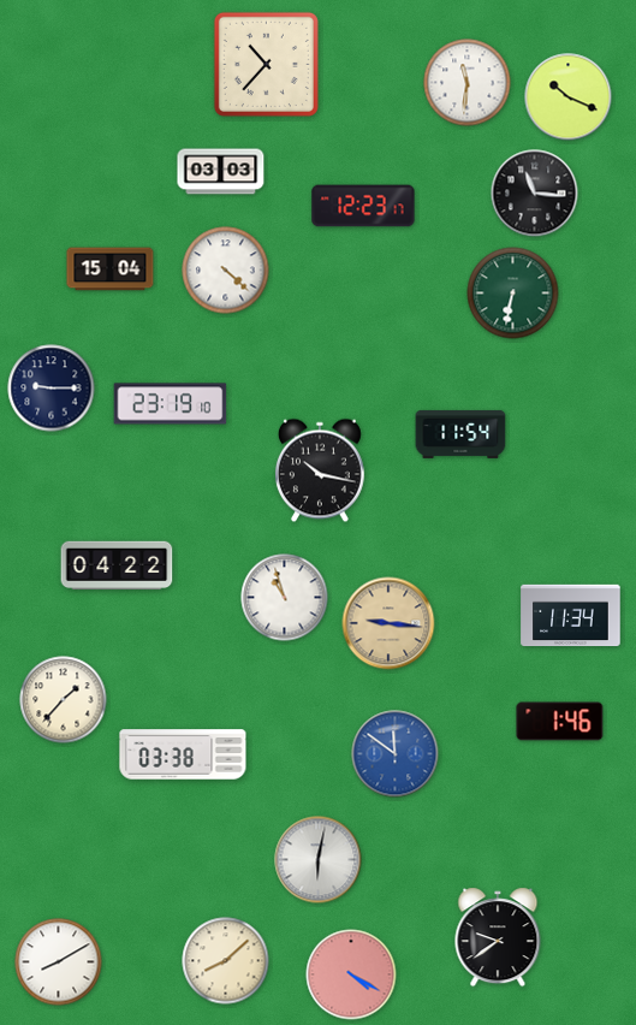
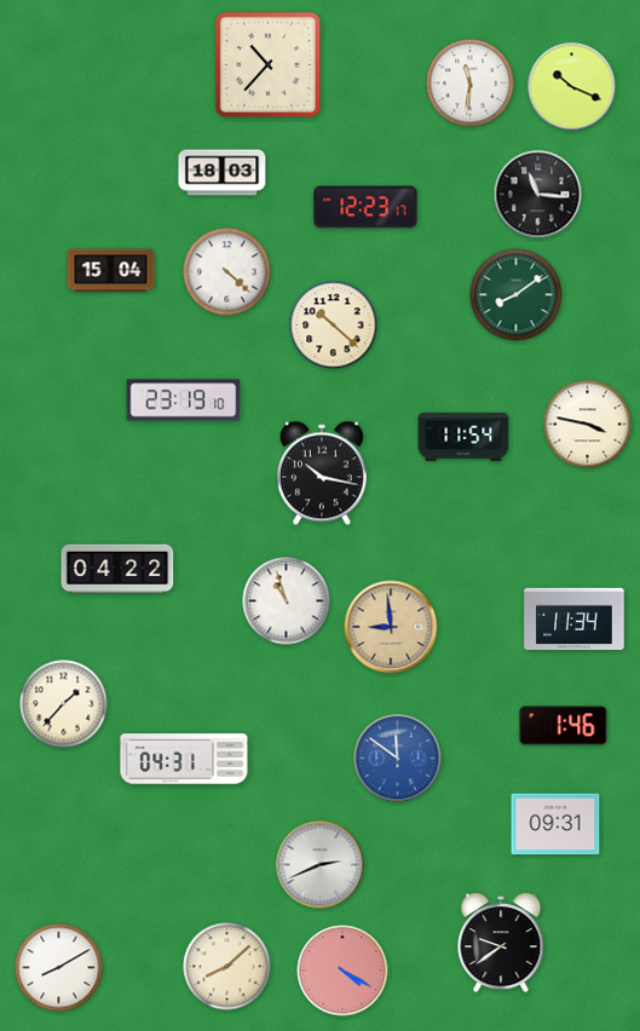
clock at (569, 97) position: (569, 97) -> (572, 87)
clock at (221, 172): 03:03 -> 18:03
clock at (513, 294): 6:32 -> 8:09
clock at (334, 326): none -> 10:22
clock at (52, 389): 9:15 -> none
clock at (171, 404) position: (171, 404) -> (184, 401)
clock at (588, 425): none -> 3:47
clock at (388, 623): 9:16 -> 8:59
clock at (183, 754): 03:38 -> 04:31
clock at (555, 824): none -> 09:31
clock at (319, 860): 6:02 -> 2:41
clock at (351, 974) position: (351, 974) -> (342, 970)
